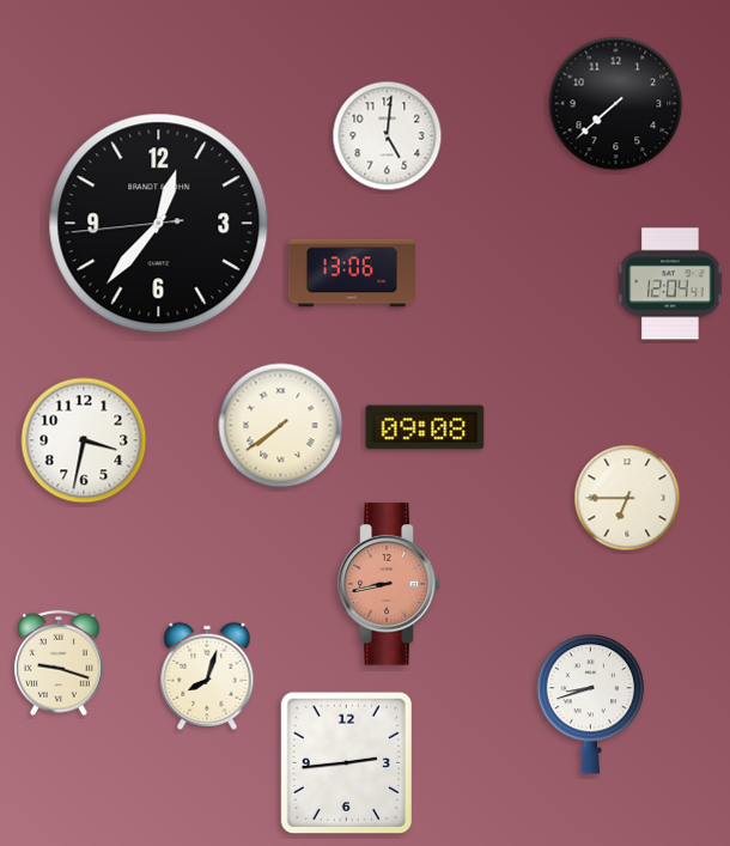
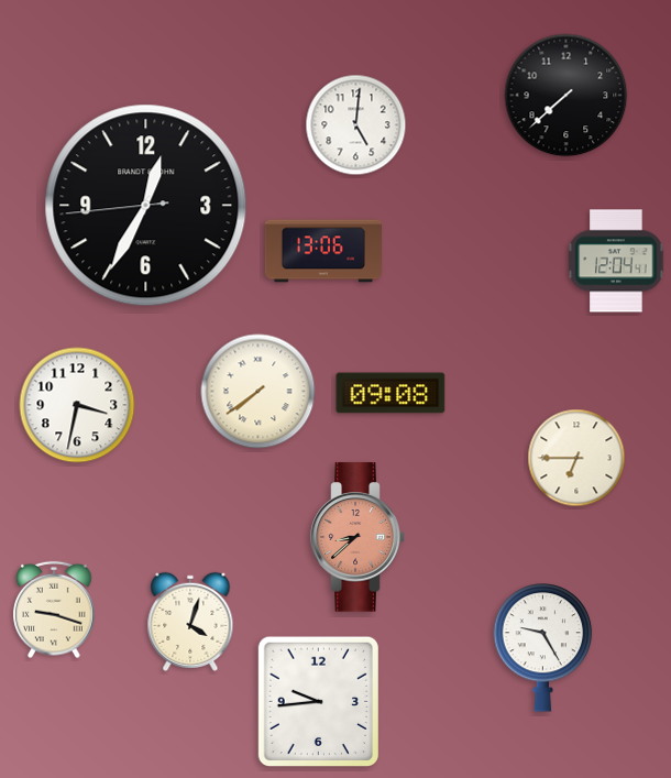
clock at (159, 224): 12:36 -> 12:34
clock at (389, 584): 8:43 -> 8:38
clock at (207, 676): 8:03 -> 4:03
clock at (591, 705): 8:42 -> 9:25
clock at (346, 762): 2:44 -> 9:44
